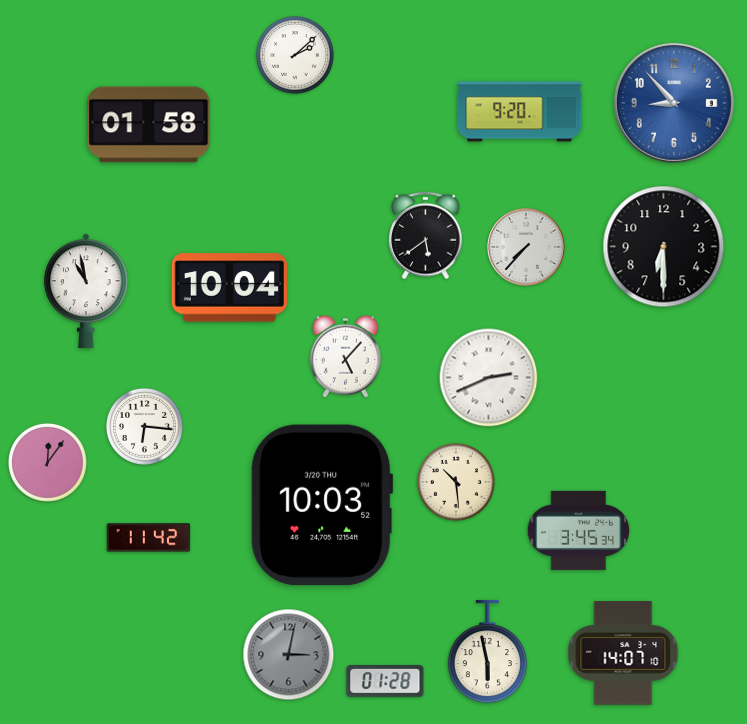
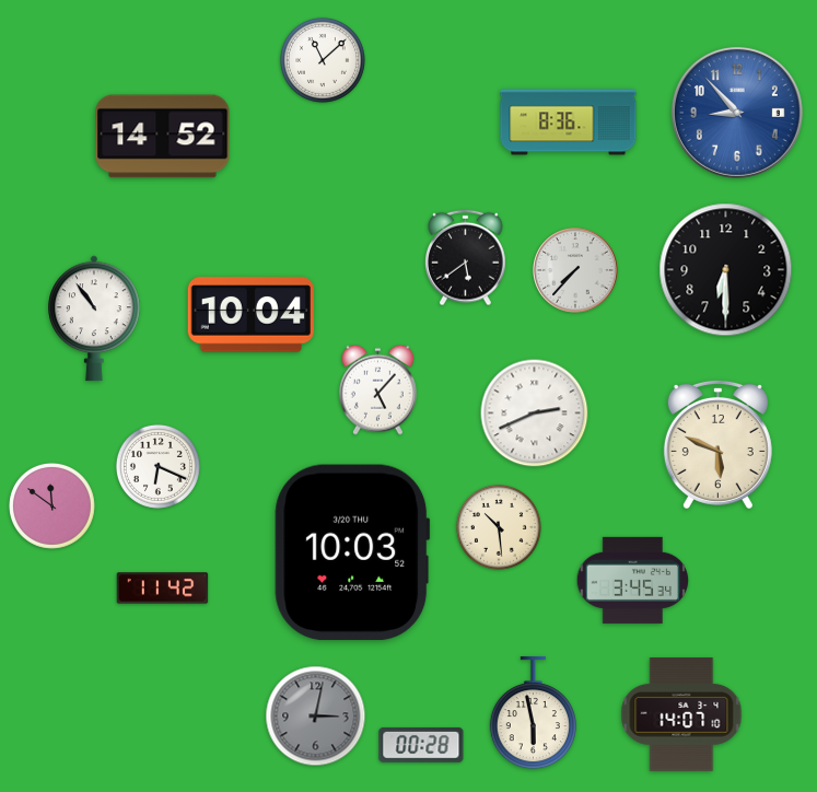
clock at (295, 55): 2:08 -> 11:08
clock at (520, 112): 9:20 -> 8:36
clock at (149, 125): 01:58 -> 14:52
clock at (87, 291): 10:58 -> 10:54
clock at (717, 444): none -> 5:49
clock at (144, 426): 6:16 -> 6:19
clock at (47, 462): 12:06 -> 11:51
clock at (385, 681): 01:28 -> 00:28
